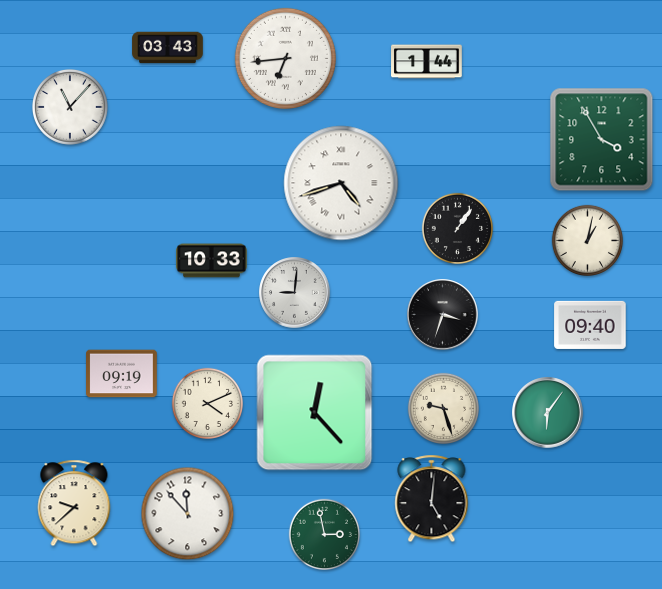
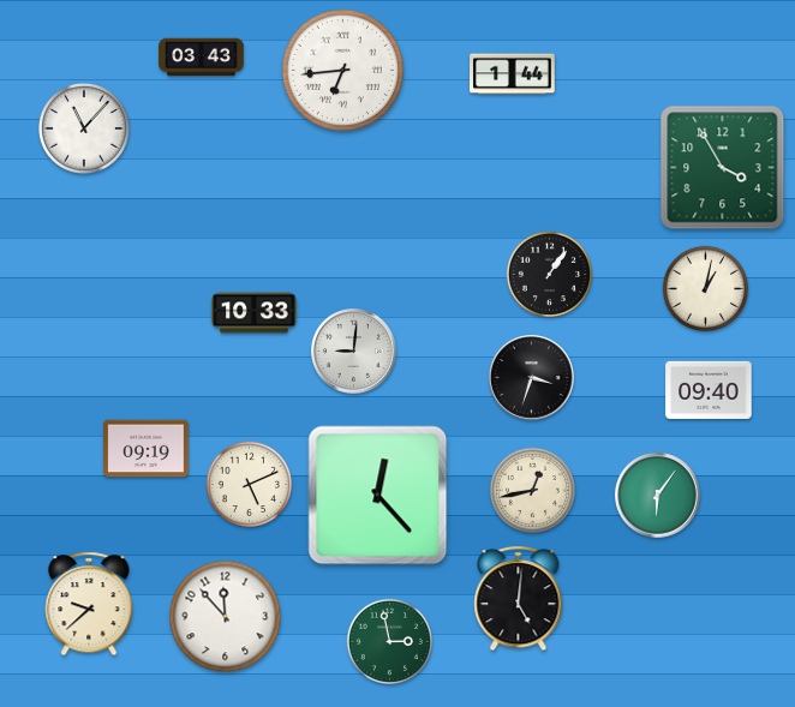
clock at (341, 183): 4:42 -> none
clock at (207, 403): 4:11 -> 5:11
clock at (443, 408): 9:27 -> 12:43
